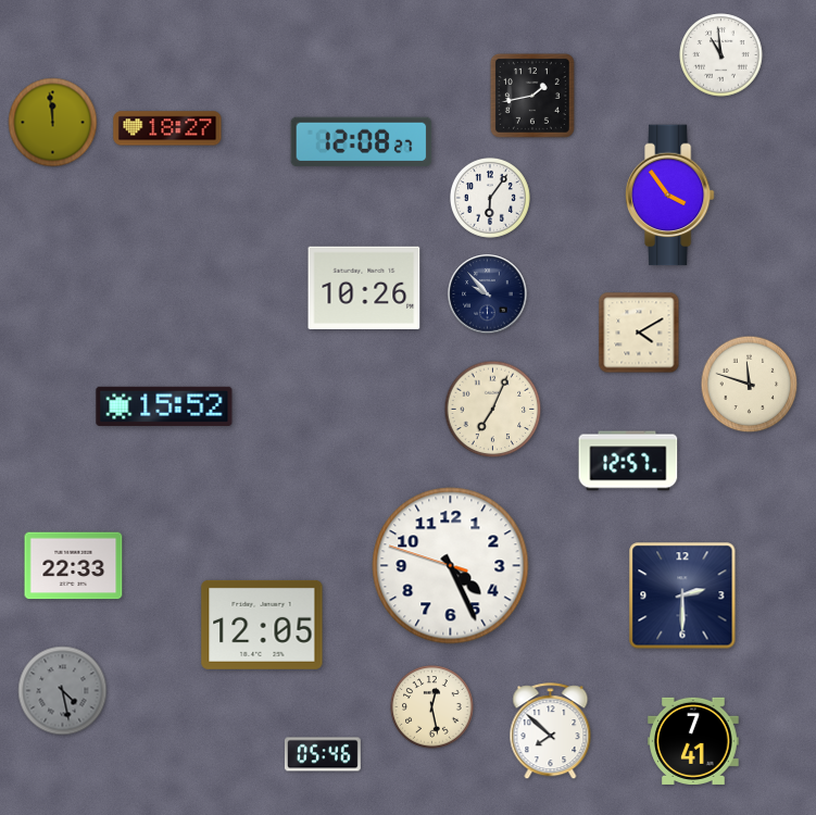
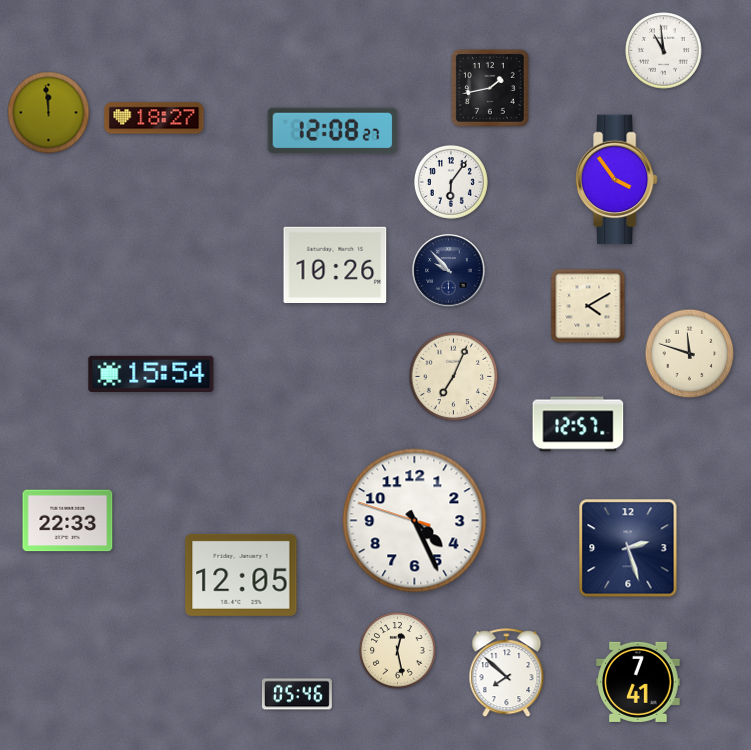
clock at (164, 406): 15:52 -> 15:54
clock at (682, 595): 2:30 -> 2:27
clock at (63, 691): 4:28 -> none
